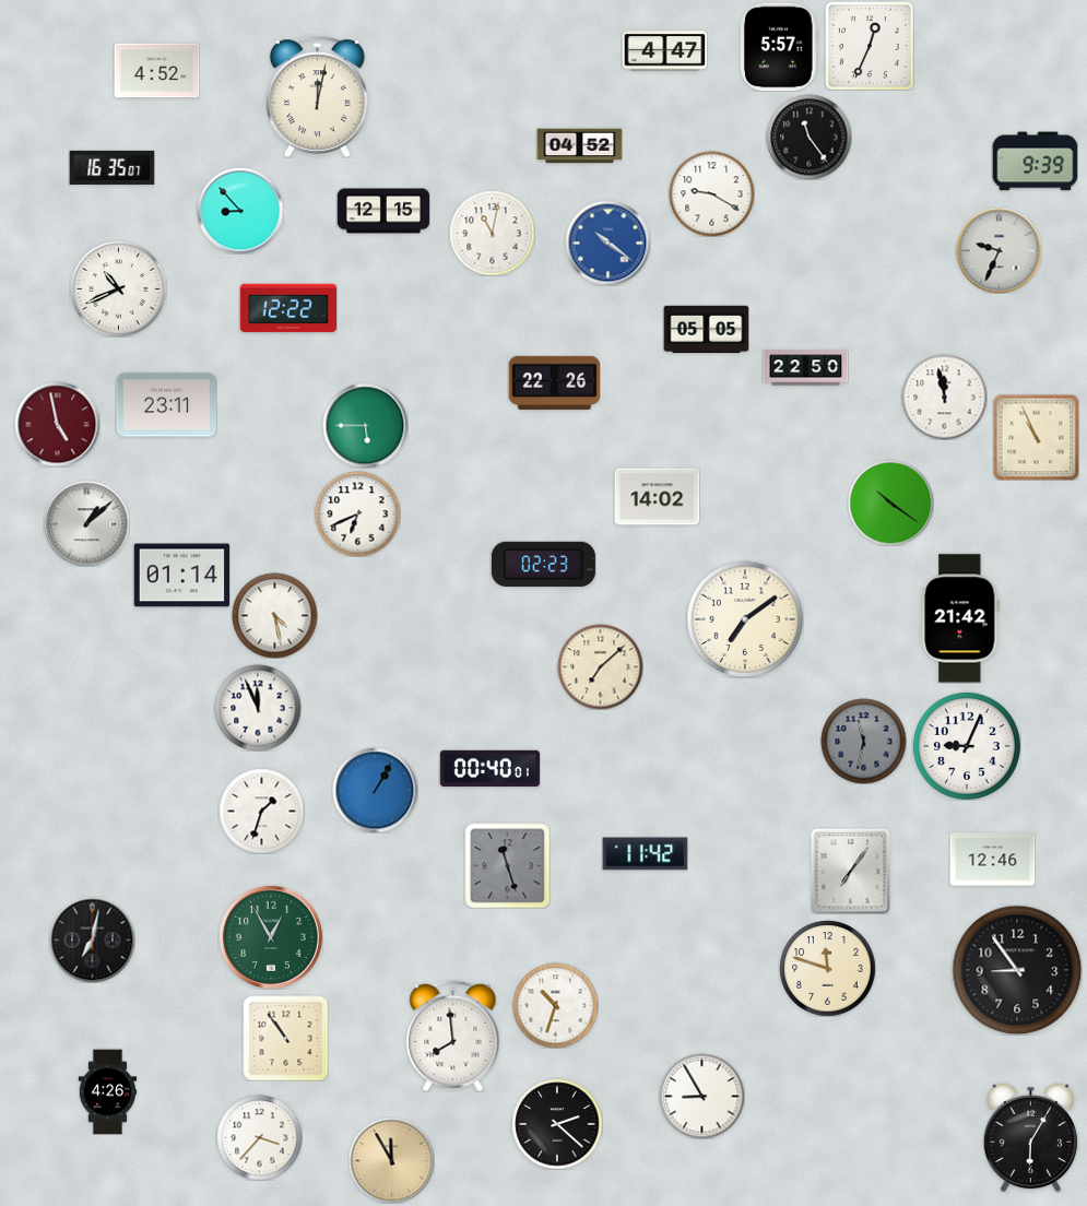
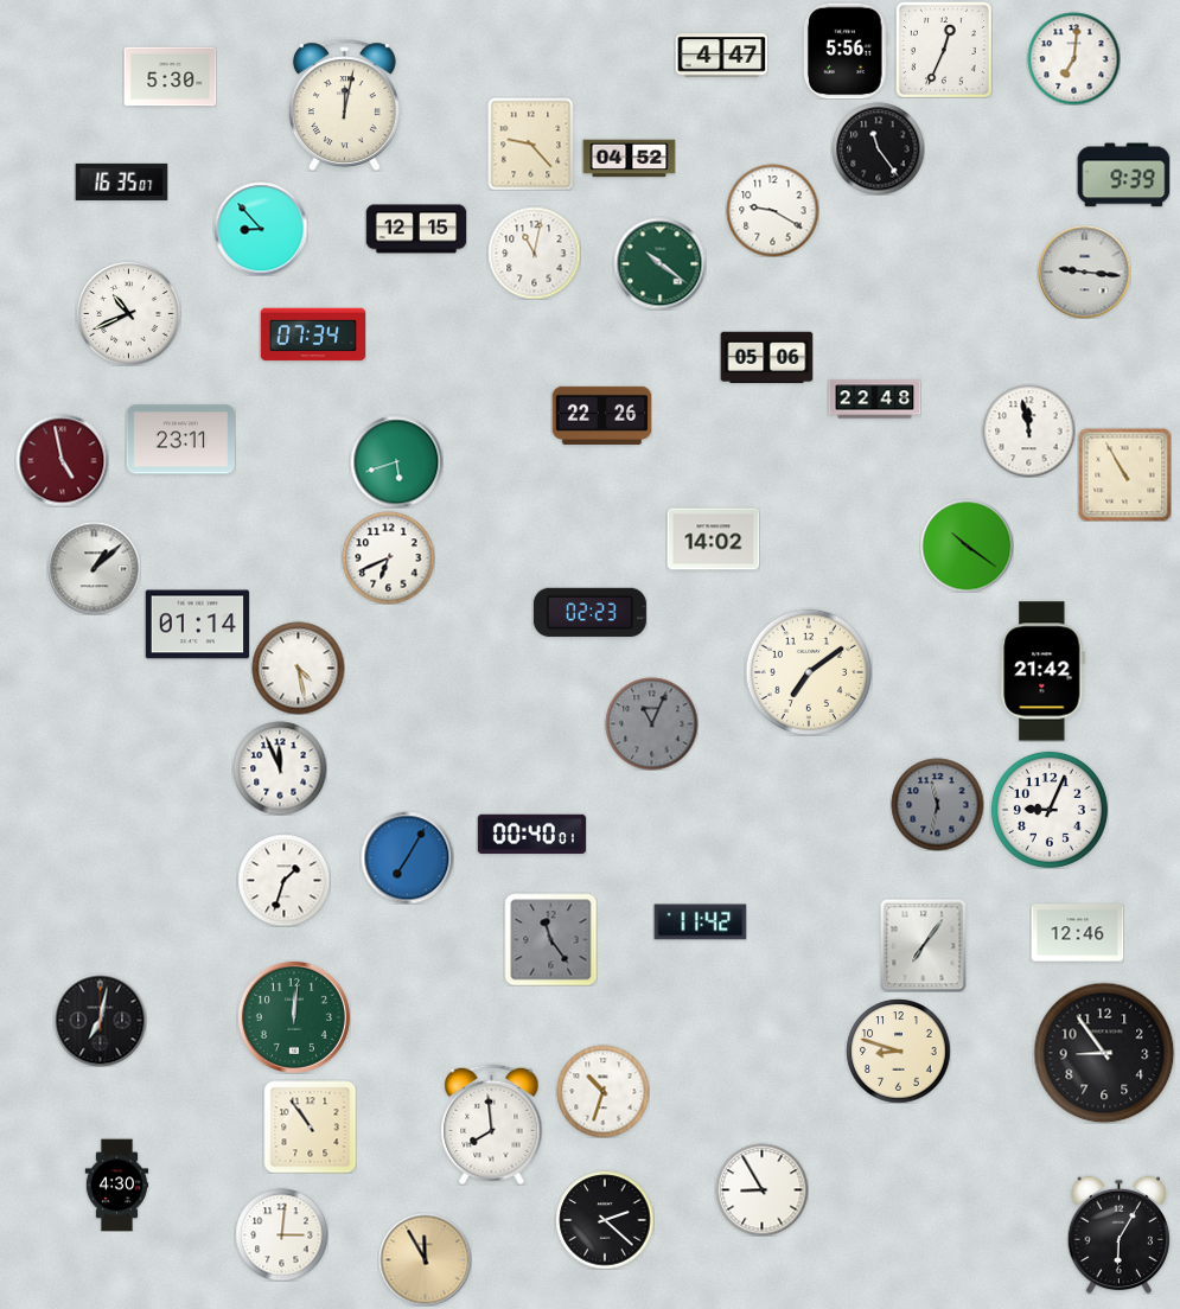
clock at (780, 47): 5:57 -> 5:56
clock at (1073, 58): none -> 7:01
clock at (156, 71): 4:52 -> 5:30
clock at (531, 143): none -> 9:23
clock at (607, 243) dial: blue -> green
clock at (999, 250): 9:34 -> 9:16
clock at (288, 308): 12:22 -> 07:34
clock at (706, 330): 05:05 -> 05:06
clock at (805, 368): 22:50 -> 22:48
clock at (944, 397) position: (944, 397) -> (1028, 430)
clock at (365, 425): 5:45 -> 5:42
clock at (1036, 437): 10:56 -> 10:55
clock at (600, 666): 7:08 -> 11:04
clock at (600, 666) dial: cream -> grey
clock at (375, 790): 1:05 -> 7:05
clock at (645, 854) position: (645, 854) -> (700, 922)
clock at (507, 865): 11:27 -> 11:24
clock at (271, 937): 12:55 -> 12:01
clock at (827, 968): 11:48 -> 8:48
clock at (108, 1091): 4:26 -> 4:30
clock at (259, 1137): 3:37 -> 3:01
